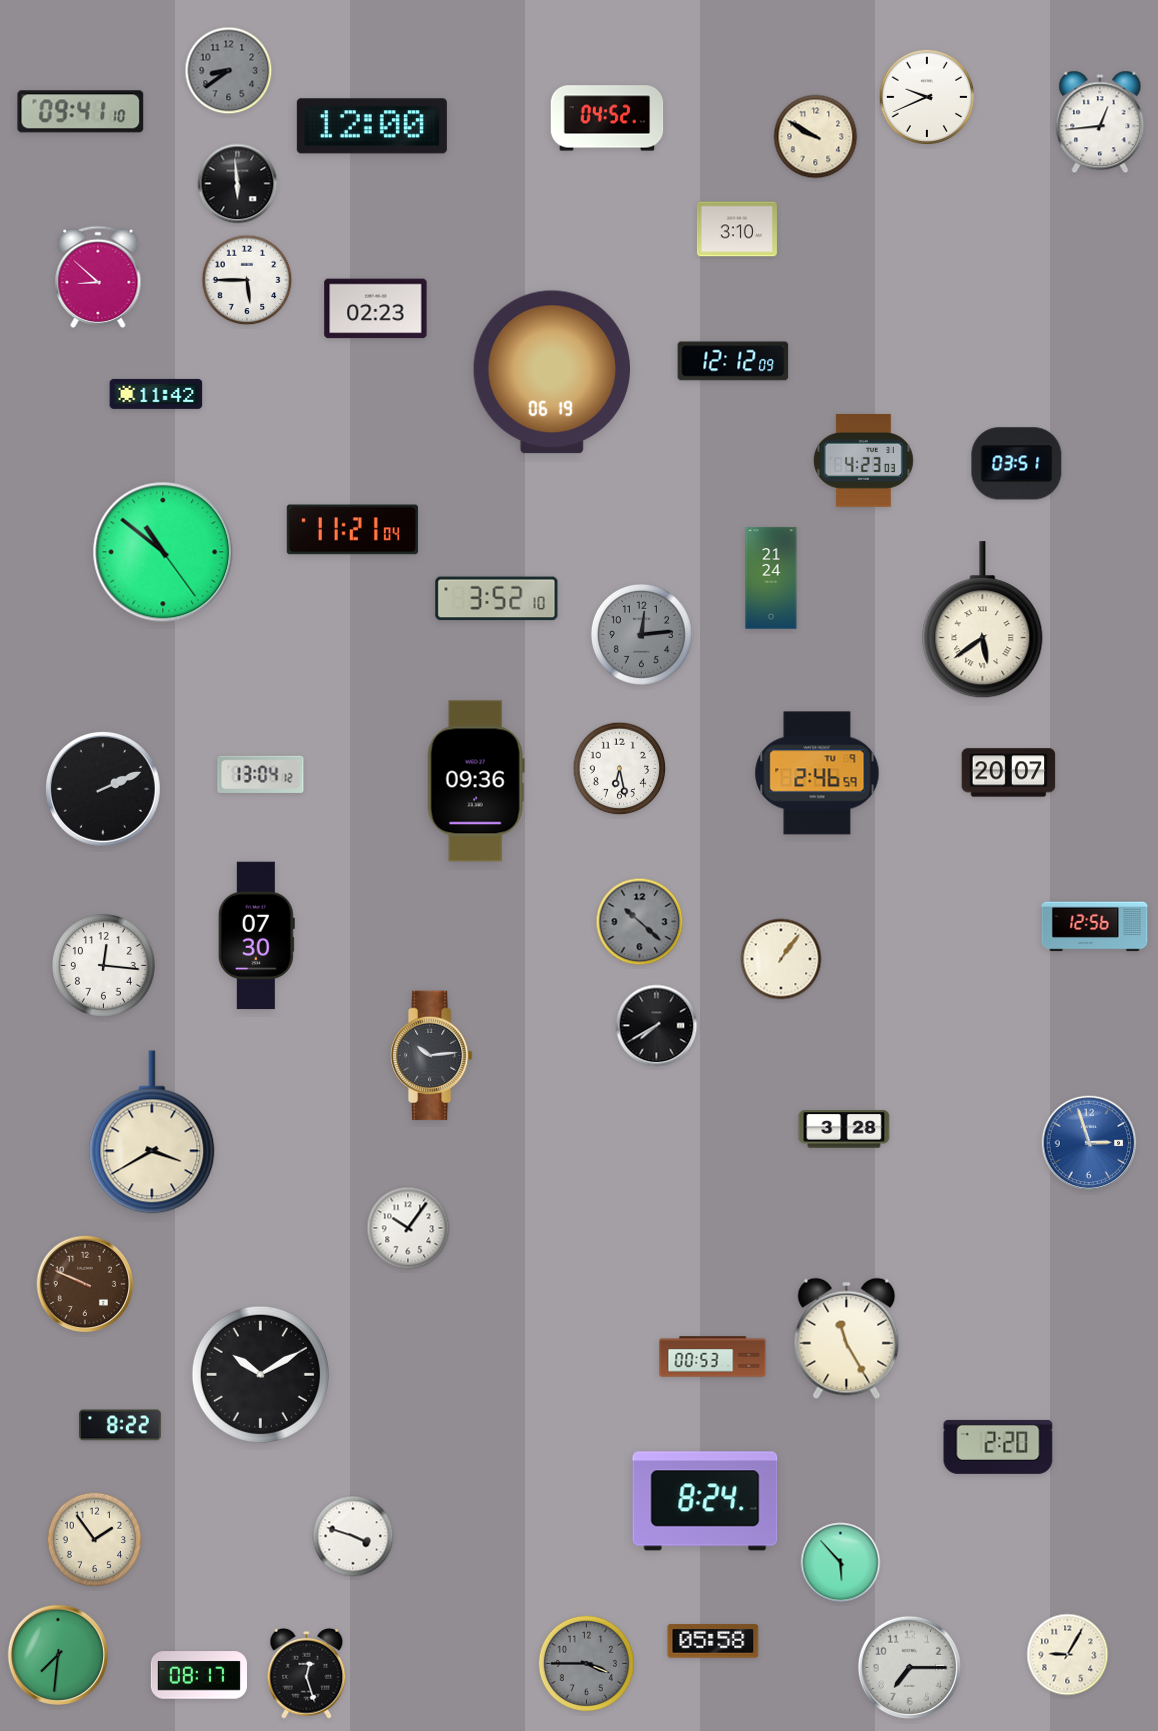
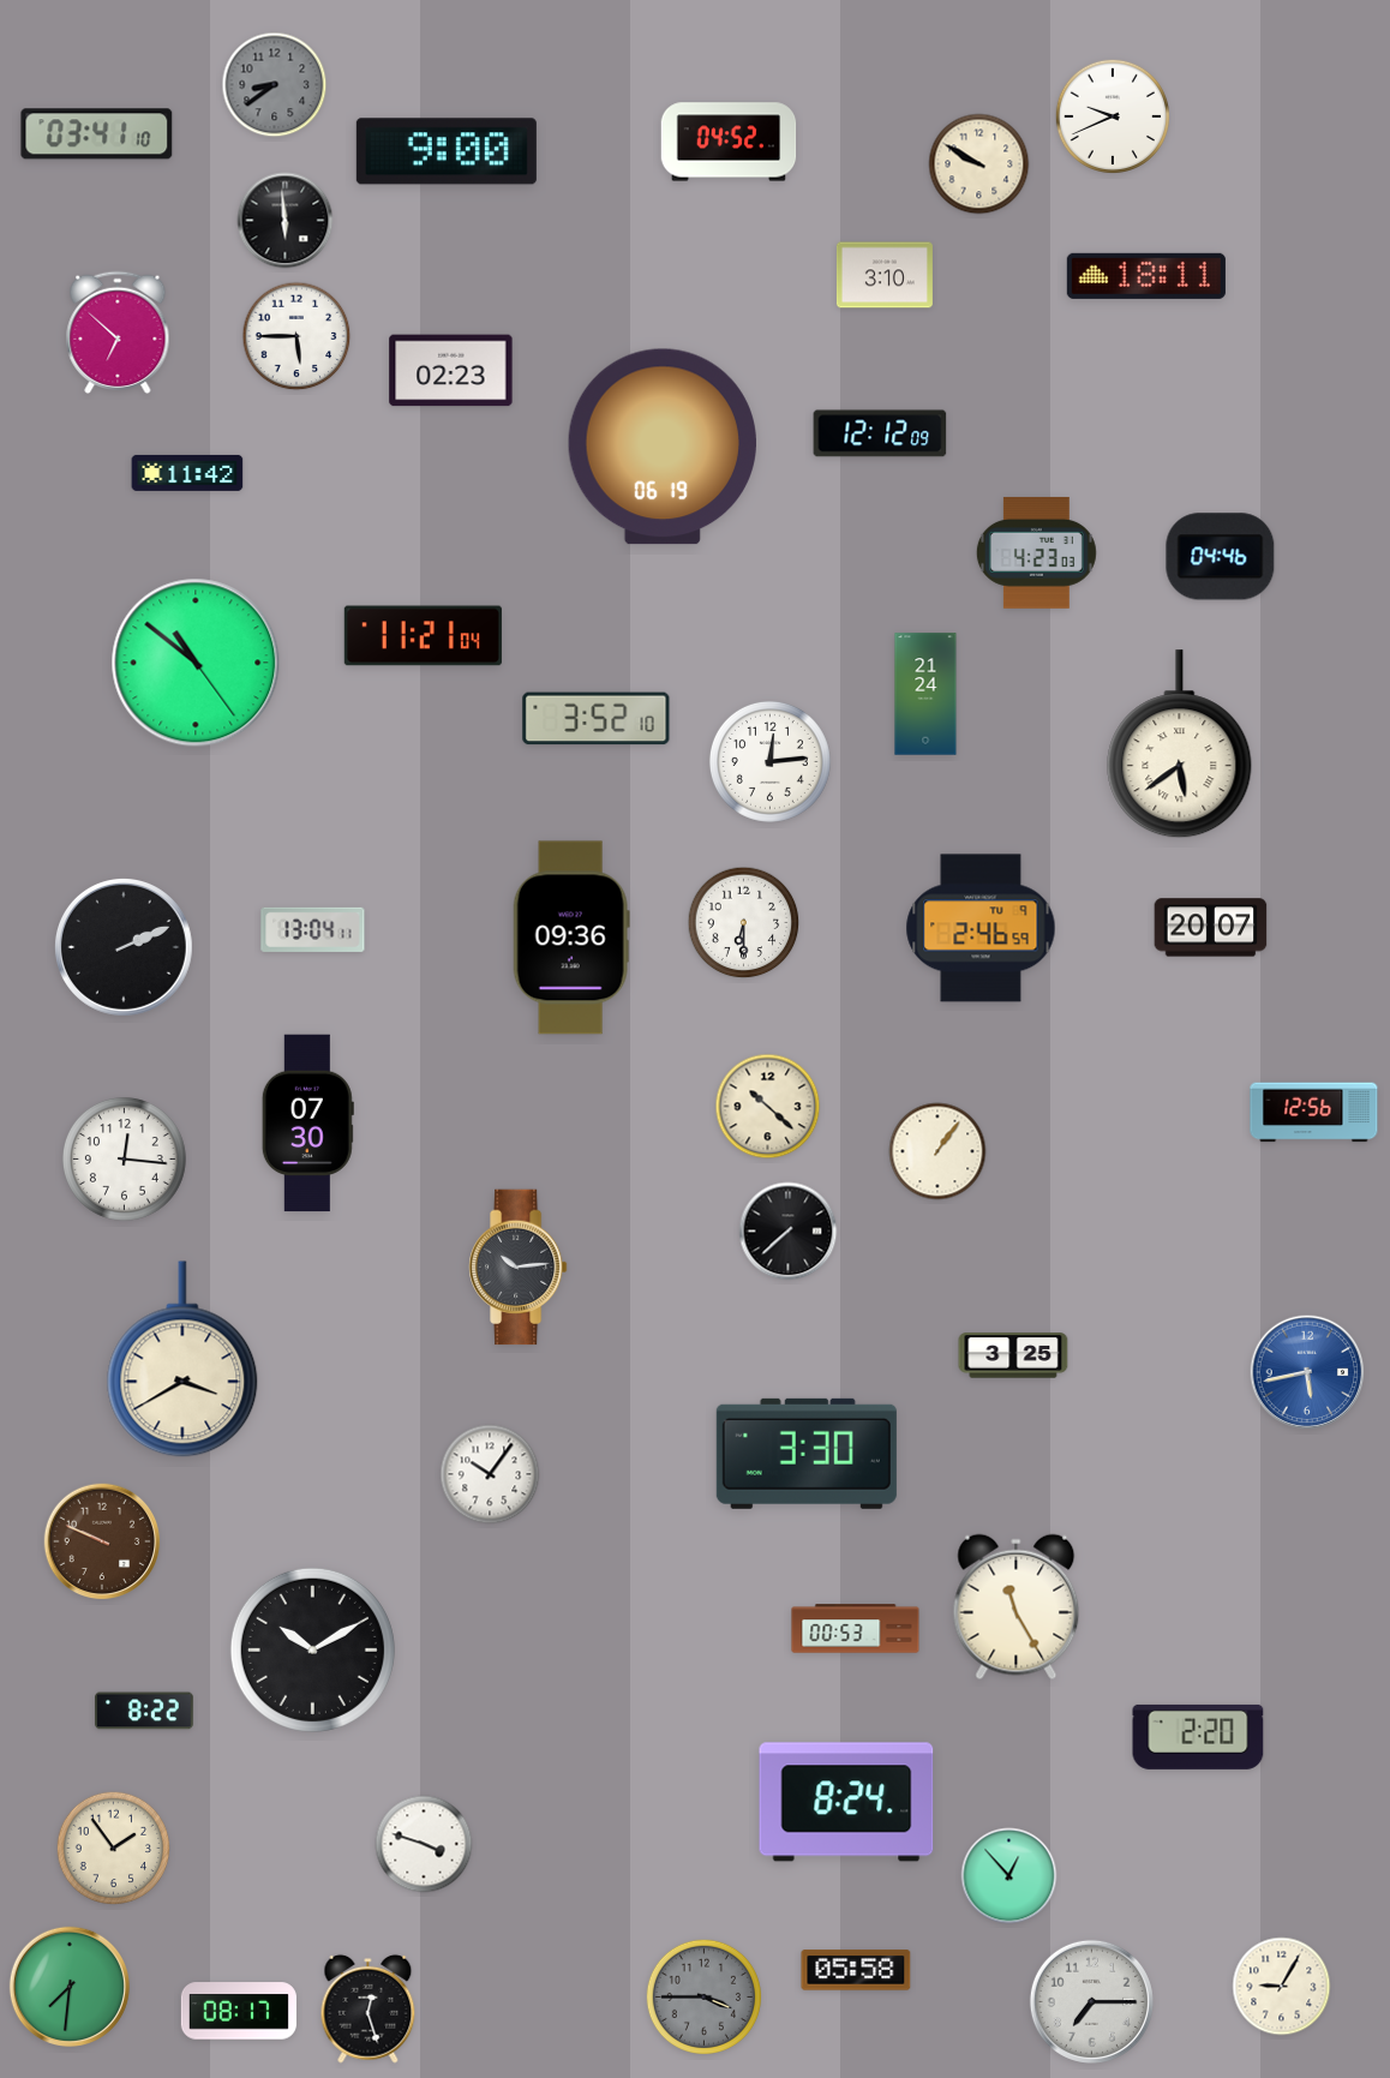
clock at (81, 112): 09:41 -> 03:41
clock at (1100, 122): 12:44 -> none
clock at (372, 126): 12:00 -> 9:00
clock at (1146, 276): none -> 18:11
clock at (98, 277): 8:52 -> 6:52
clock at (1017, 464): 03:51 -> 04:46
clock at (641, 634) dial: grey -> white
clock at (620, 769): 6:28 -> 6:30
clock at (261, 774): 13:04:12 -> 13:04:11
clock at (640, 922) dial: grey -> cream
clock at (657, 1026): 7:40 -> 7:38
clock at (844, 1129): 3:28 -> 3:25
clock at (1089, 1143): 2:57 -> 5:43
clock at (807, 1454): none -> 3:30
clock at (841, 1563): 5:53 -> 12:53
